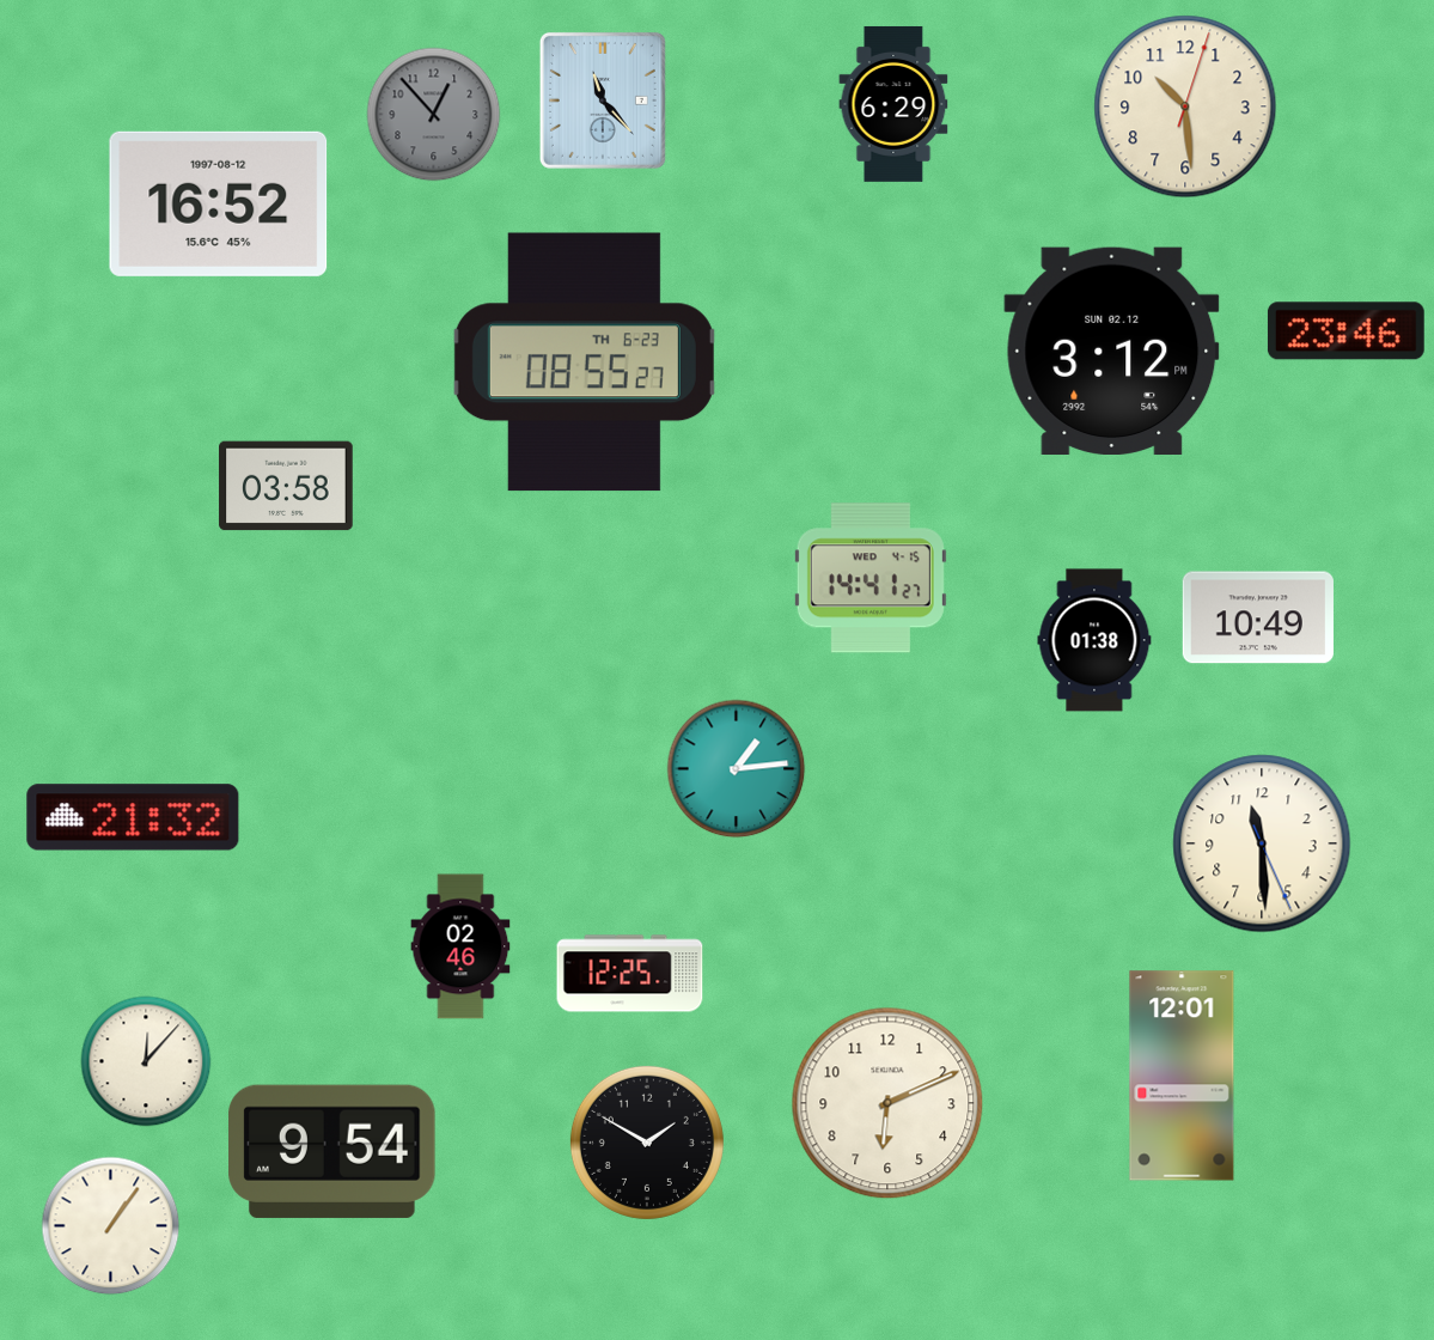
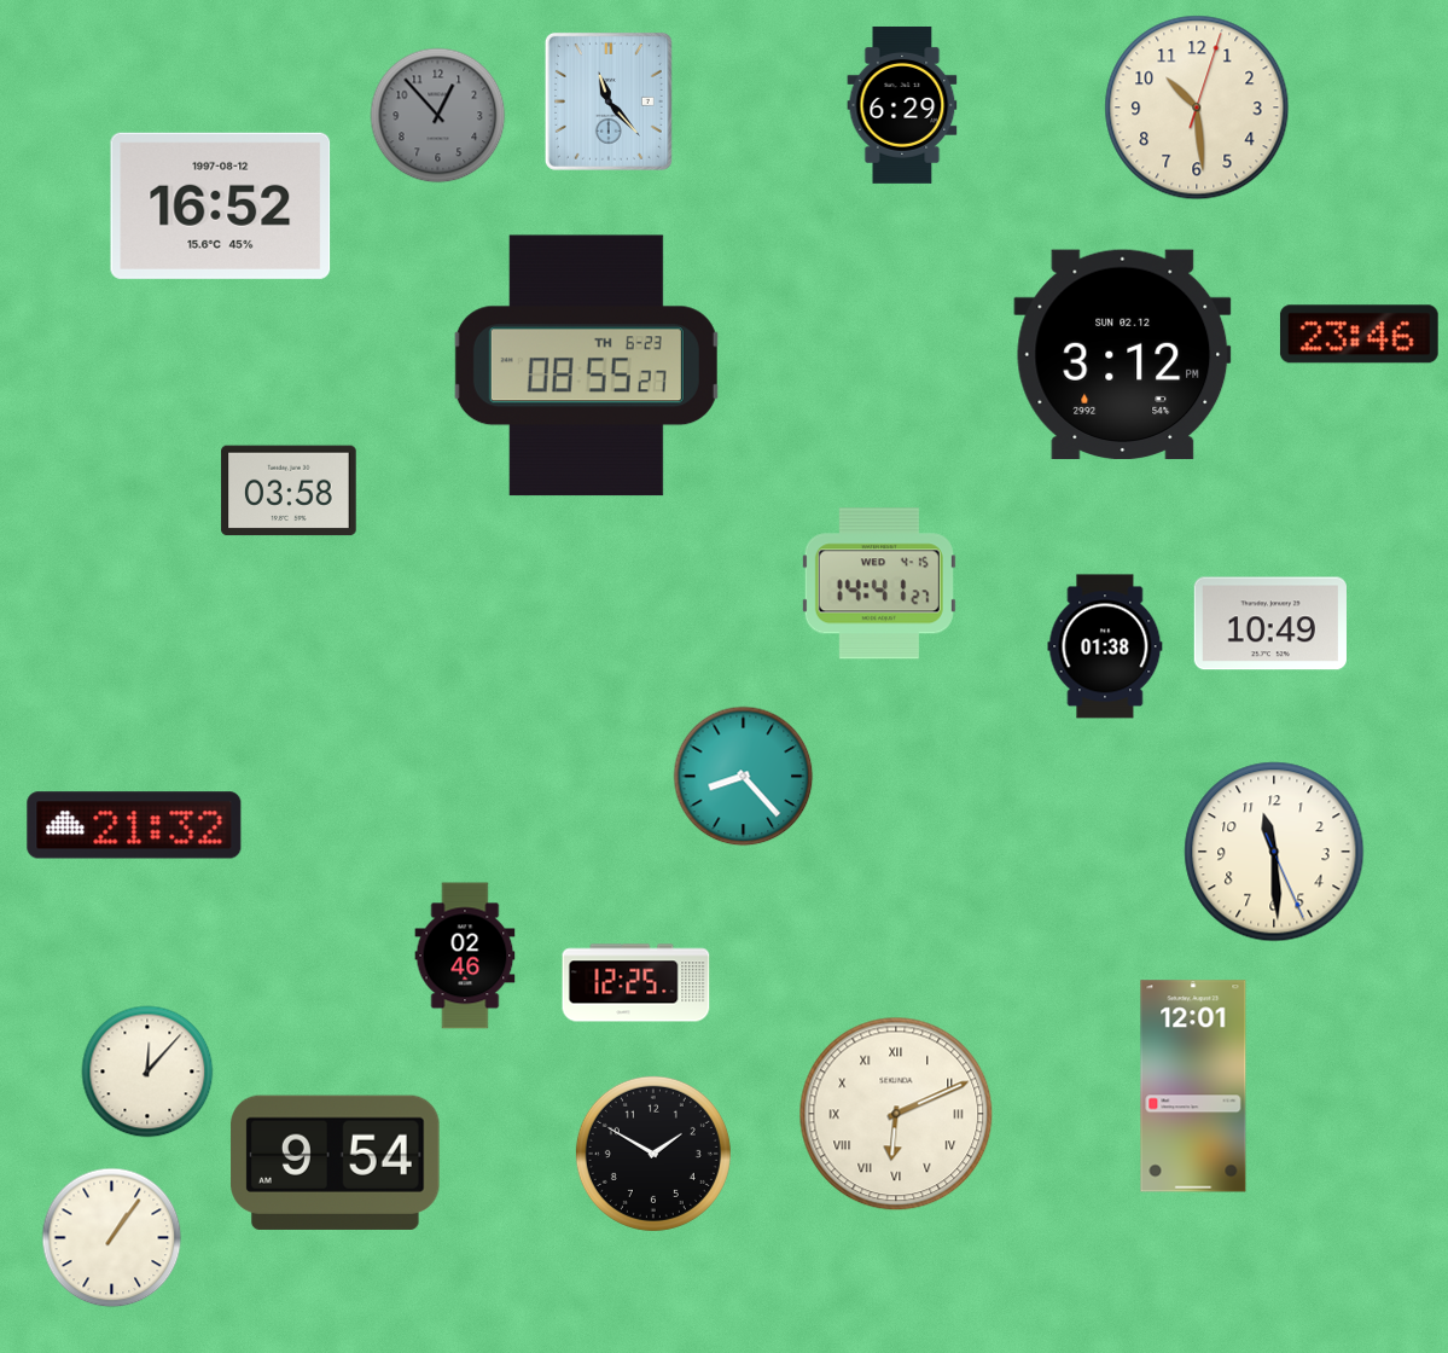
clock at (584, 363) position: (584, 363) -> (586, 366)
clock at (737, 769): 1:14 -> 8:23
clock at (887, 1103) numerals: Arabic -> Roman
